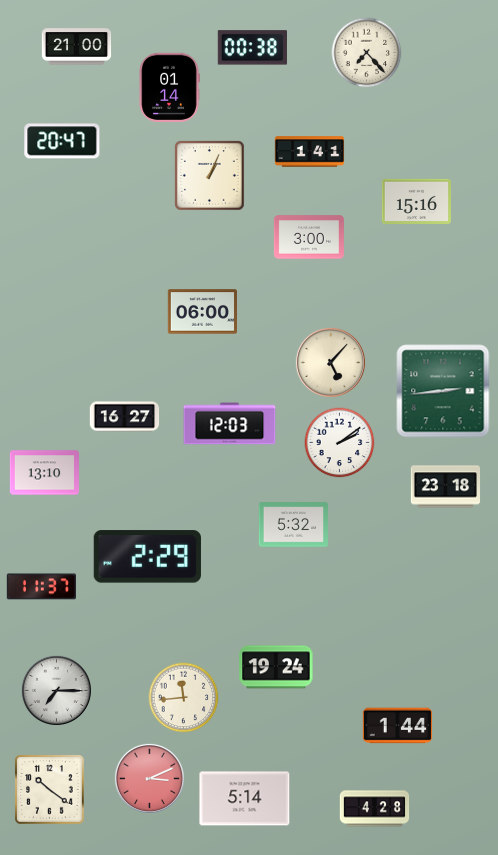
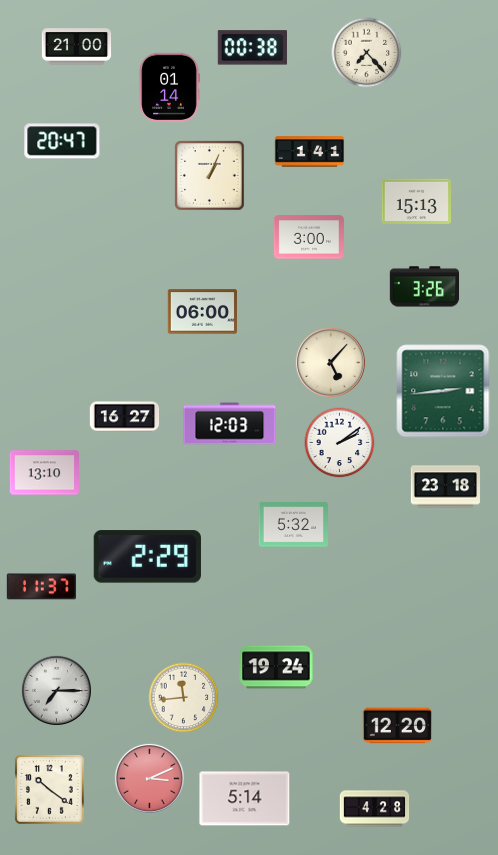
clock at (416, 201): 15:16 -> 15:13
clock at (424, 287): none -> 3:26
clock at (397, 726): 1:44 -> 12:20
